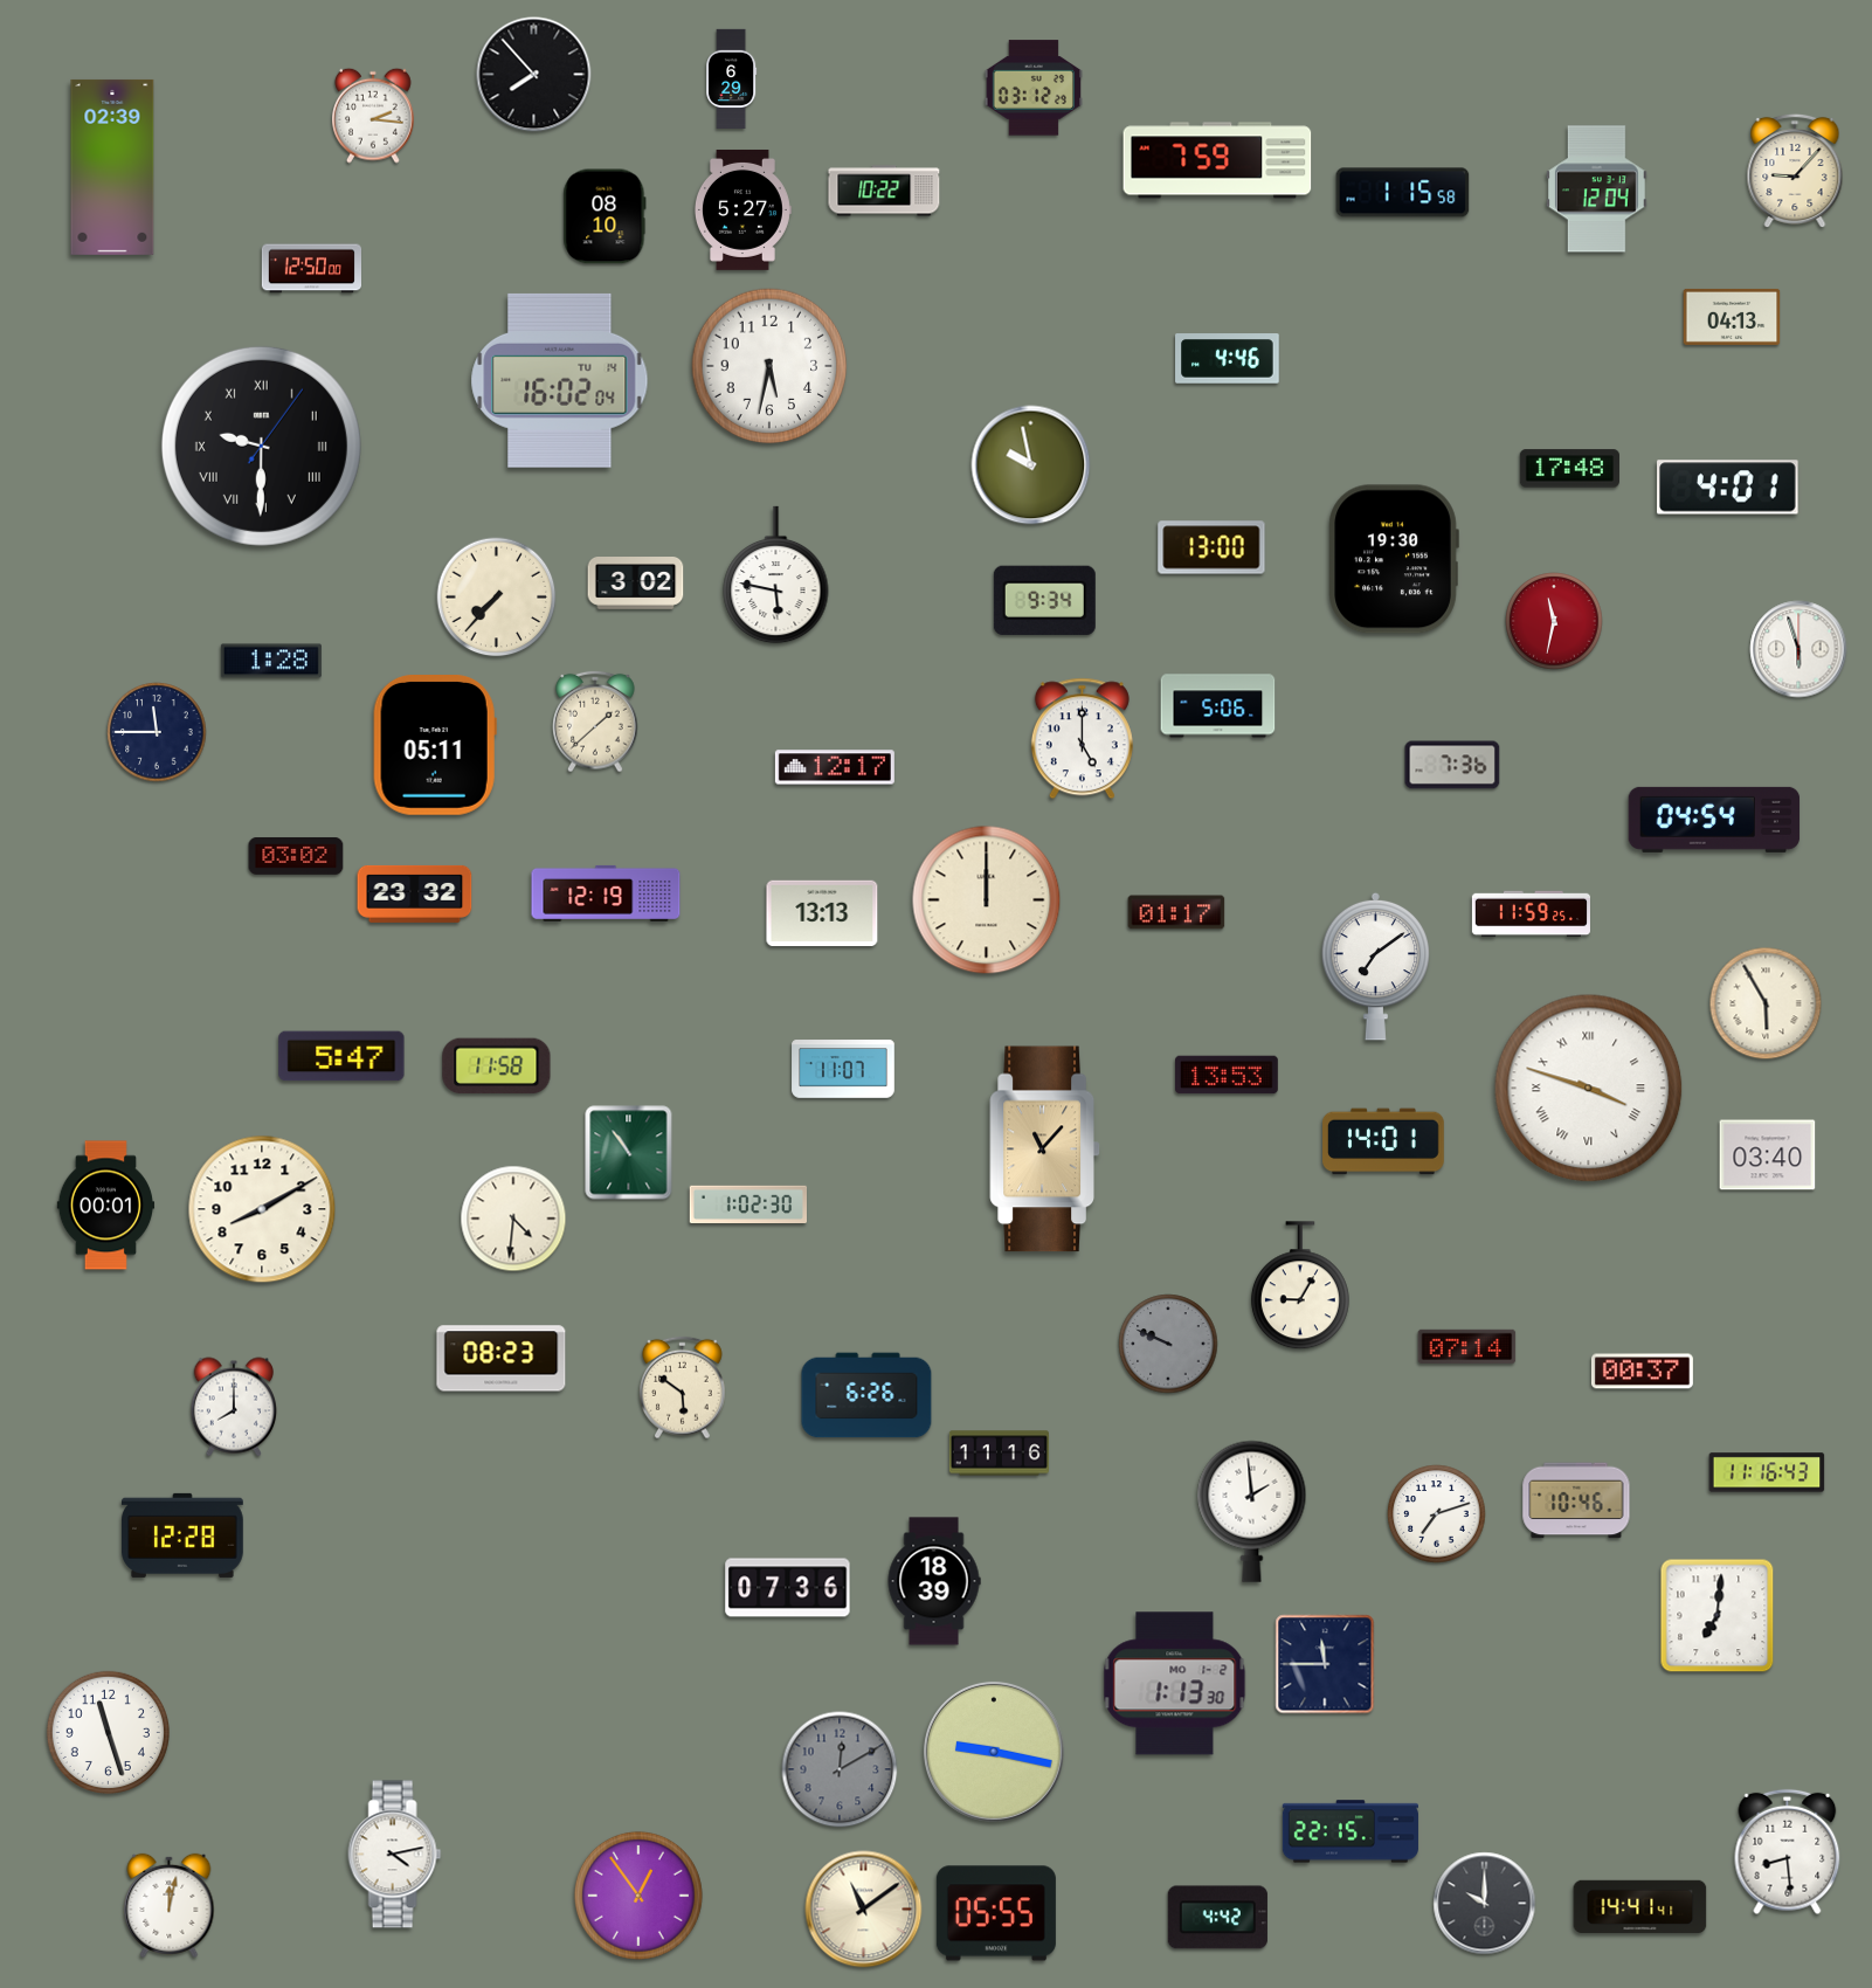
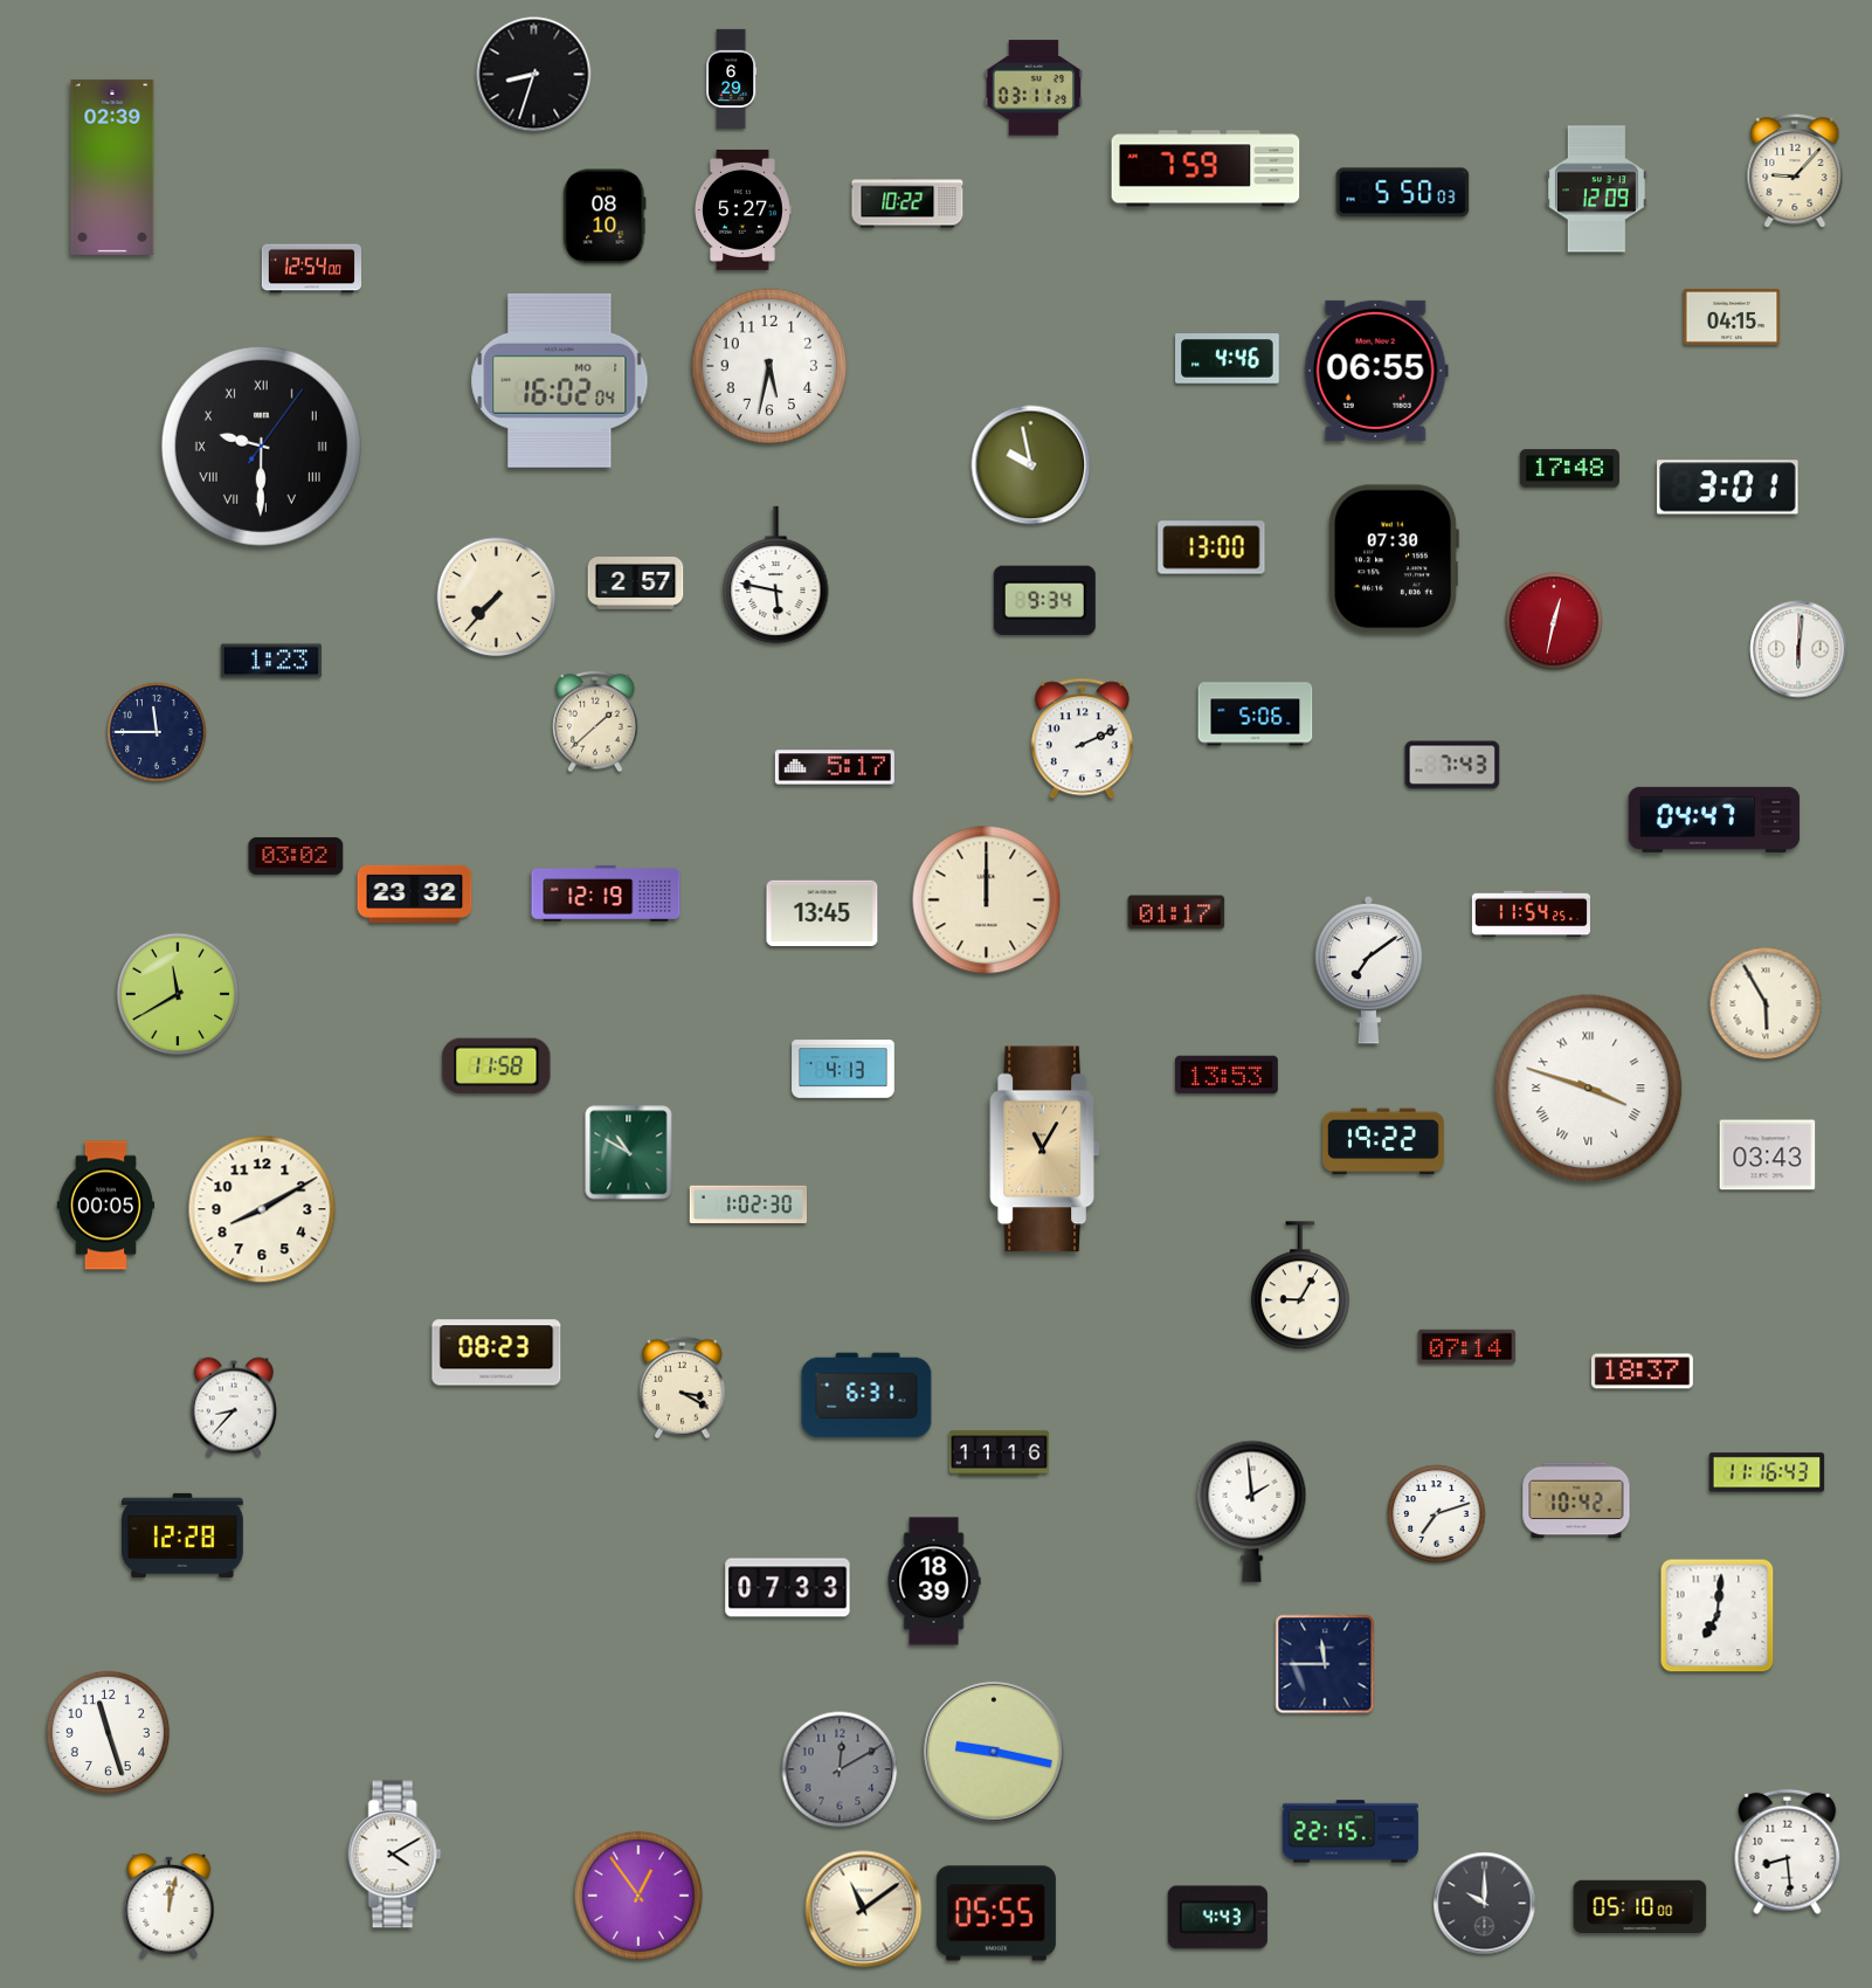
clock at (534, 75): 7:53 -> 8:33
clock at (1032, 88): 03:12 -> 03:11
clock at (374, 116): 2:16 -> none
clock at (1217, 160) position: (1217, 160) -> (1206, 168)
clock at (1596, 189): 12:04 -> 12:09
clock at (884, 191) position: (884, 191) -> (907, 202)
clock at (1403, 193): 1:15 -> 5:50
clock at (311, 269): 12:50 -> 12:54
clock at (1732, 317): 04:13 -> 04:15
clock at (1376, 371): none -> 06:55
clock at (560, 380) date: TU 14 -> MO 1
clock at (1728, 488): 4:01 -> 3:01
clock at (1394, 559): 19:30 -> 07:30
clock at (636, 584): 3:02 -> 2:57
clock at (1554, 621): 11:32 -> 12:32
clock at (1798, 649): 5:57 -> 6:01
clock at (271, 661): 1:28 -> 1:23
clock at (1218, 706) position: (1218, 706) -> (1256, 715)
clock at (1082, 739): 5:00 -> 2:11
clock at (435, 746): 05:11 -> none
clock at (1452, 765): 7:36 -> 7:43
clock at (835, 767): 12:17 -> 5:17
clock at (1714, 820): 04:54 -> 04:47
clock at (822, 913): 13:13 -> 13:45
clock at (1531, 914): 11:59 -> 11:54
clock at (1376, 966) position: (1376, 966) -> (1369, 969)
clock at (177, 993): none -> 11:40
clock at (341, 1056): 5:47 -> none
clock at (843, 1069): 11:07 -> 4:13
clock at (1384, 1141): 14:01 -> 19:22
clock at (1044, 1150): 11:07 -> 11:05
clock at (629, 1153): 10:54 -> 10:50
clock at (1768, 1155): 03:40 -> 03:43
clock at (106, 1206): 00:01 -> 00:05
clock at (513, 1219): 4:31 -> none
clock at (1168, 1344): 9:49 -> none
clock at (502, 1359) position: (502, 1359) -> (497, 1353)
clock at (1642, 1372): 00:37 -> 18:37
clock at (683, 1388): 5:51 -> 3:20
clock at (866, 1395): 6:26 -> 6:31
clock at (233, 1407): 8:00 -> 8:37
clock at (1576, 1500): 10:46 -> 10:42
clock at (788, 1588): 07:36 -> 07:33
clock at (1175, 1684): 1:13 -> none
clock at (395, 1855): 4:13 -> 4:10
clock at (1640, 1907): 14:41 -> 05:10
clock at (1217, 1918): 4:42 -> 4:43
